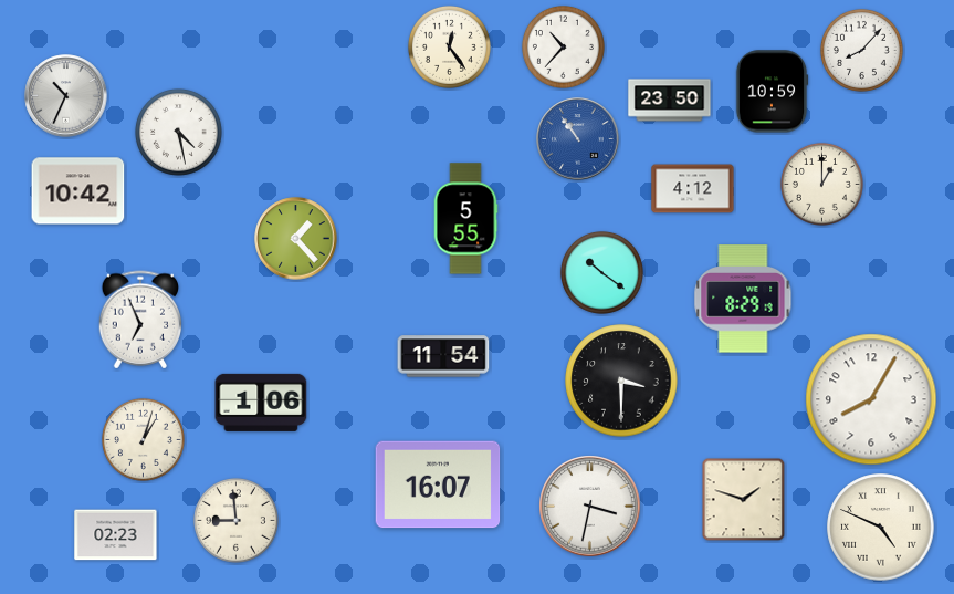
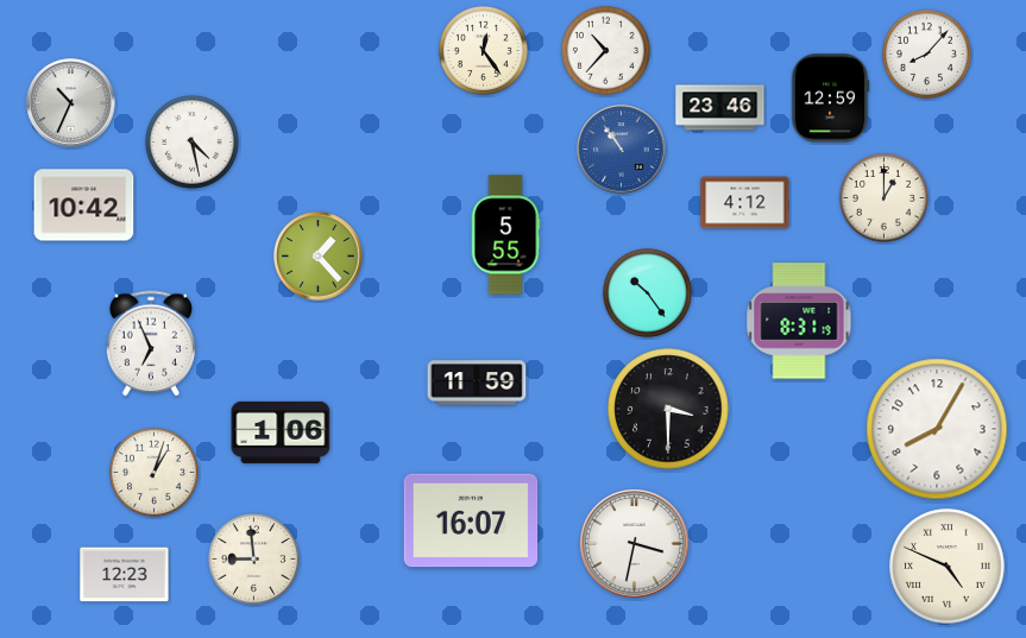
clock at (772, 92): 10:59 -> 12:59
clock at (670, 101): 23:50 -> 23:46
clock at (465, 219) position: (465, 219) -> (505, 235)
clock at (601, 272): 10:21 -> 10:24
clock at (743, 299): 8:29 -> 8:31
clock at (443, 356): 11:54 -> 11:59
clock at (744, 500): 1:48 -> none
clock at (116, 535): 02:23 -> 12:23
